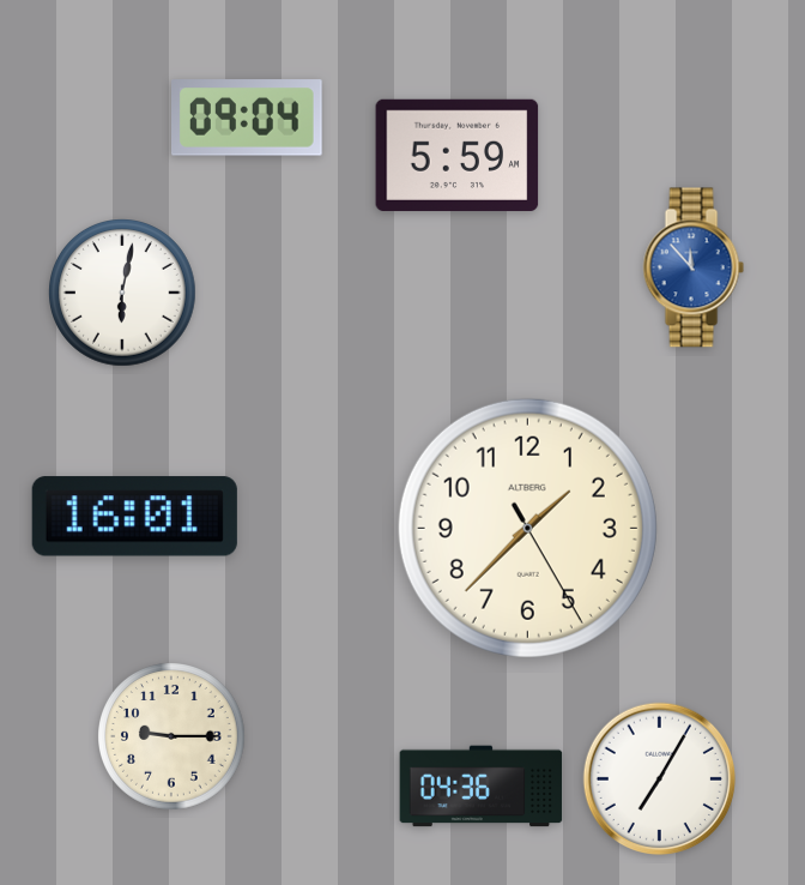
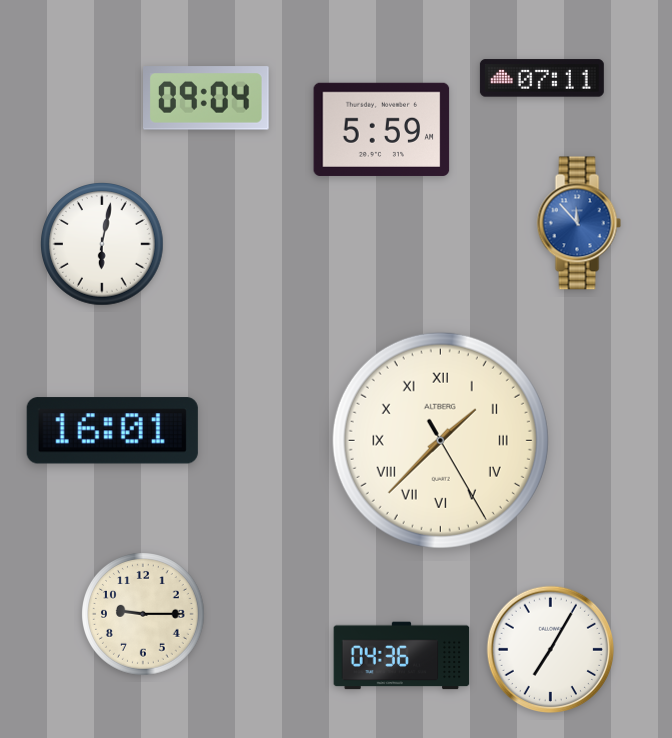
clock at (542, 78): none -> 07:11
clock at (527, 528) numerals: Arabic -> Roman
